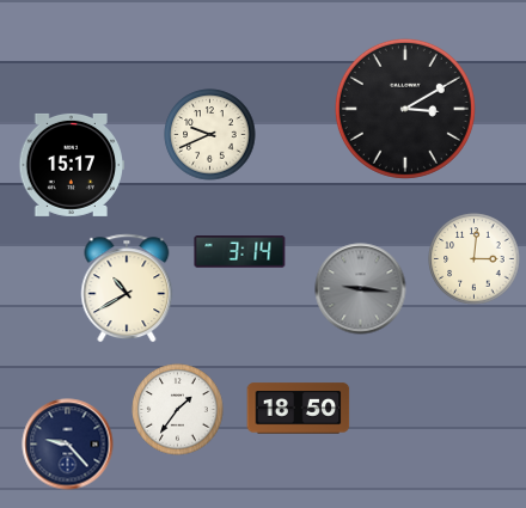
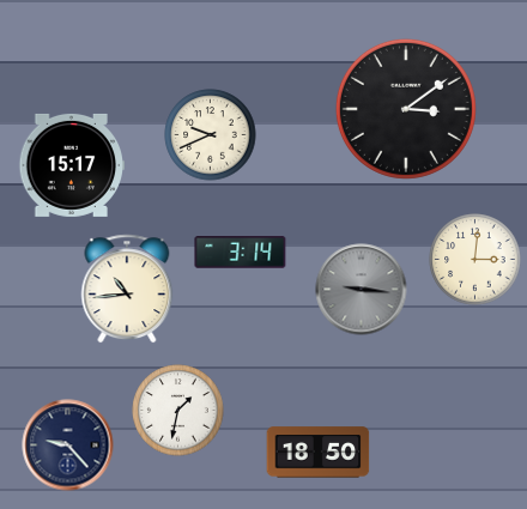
clock at (405, 109): 3:10 -> 3:09
clock at (127, 288): 10:40 -> 10:44
clock at (299, 409) position: (299, 409) -> (319, 453)
clock at (178, 410): 1:36 -> 1:32
